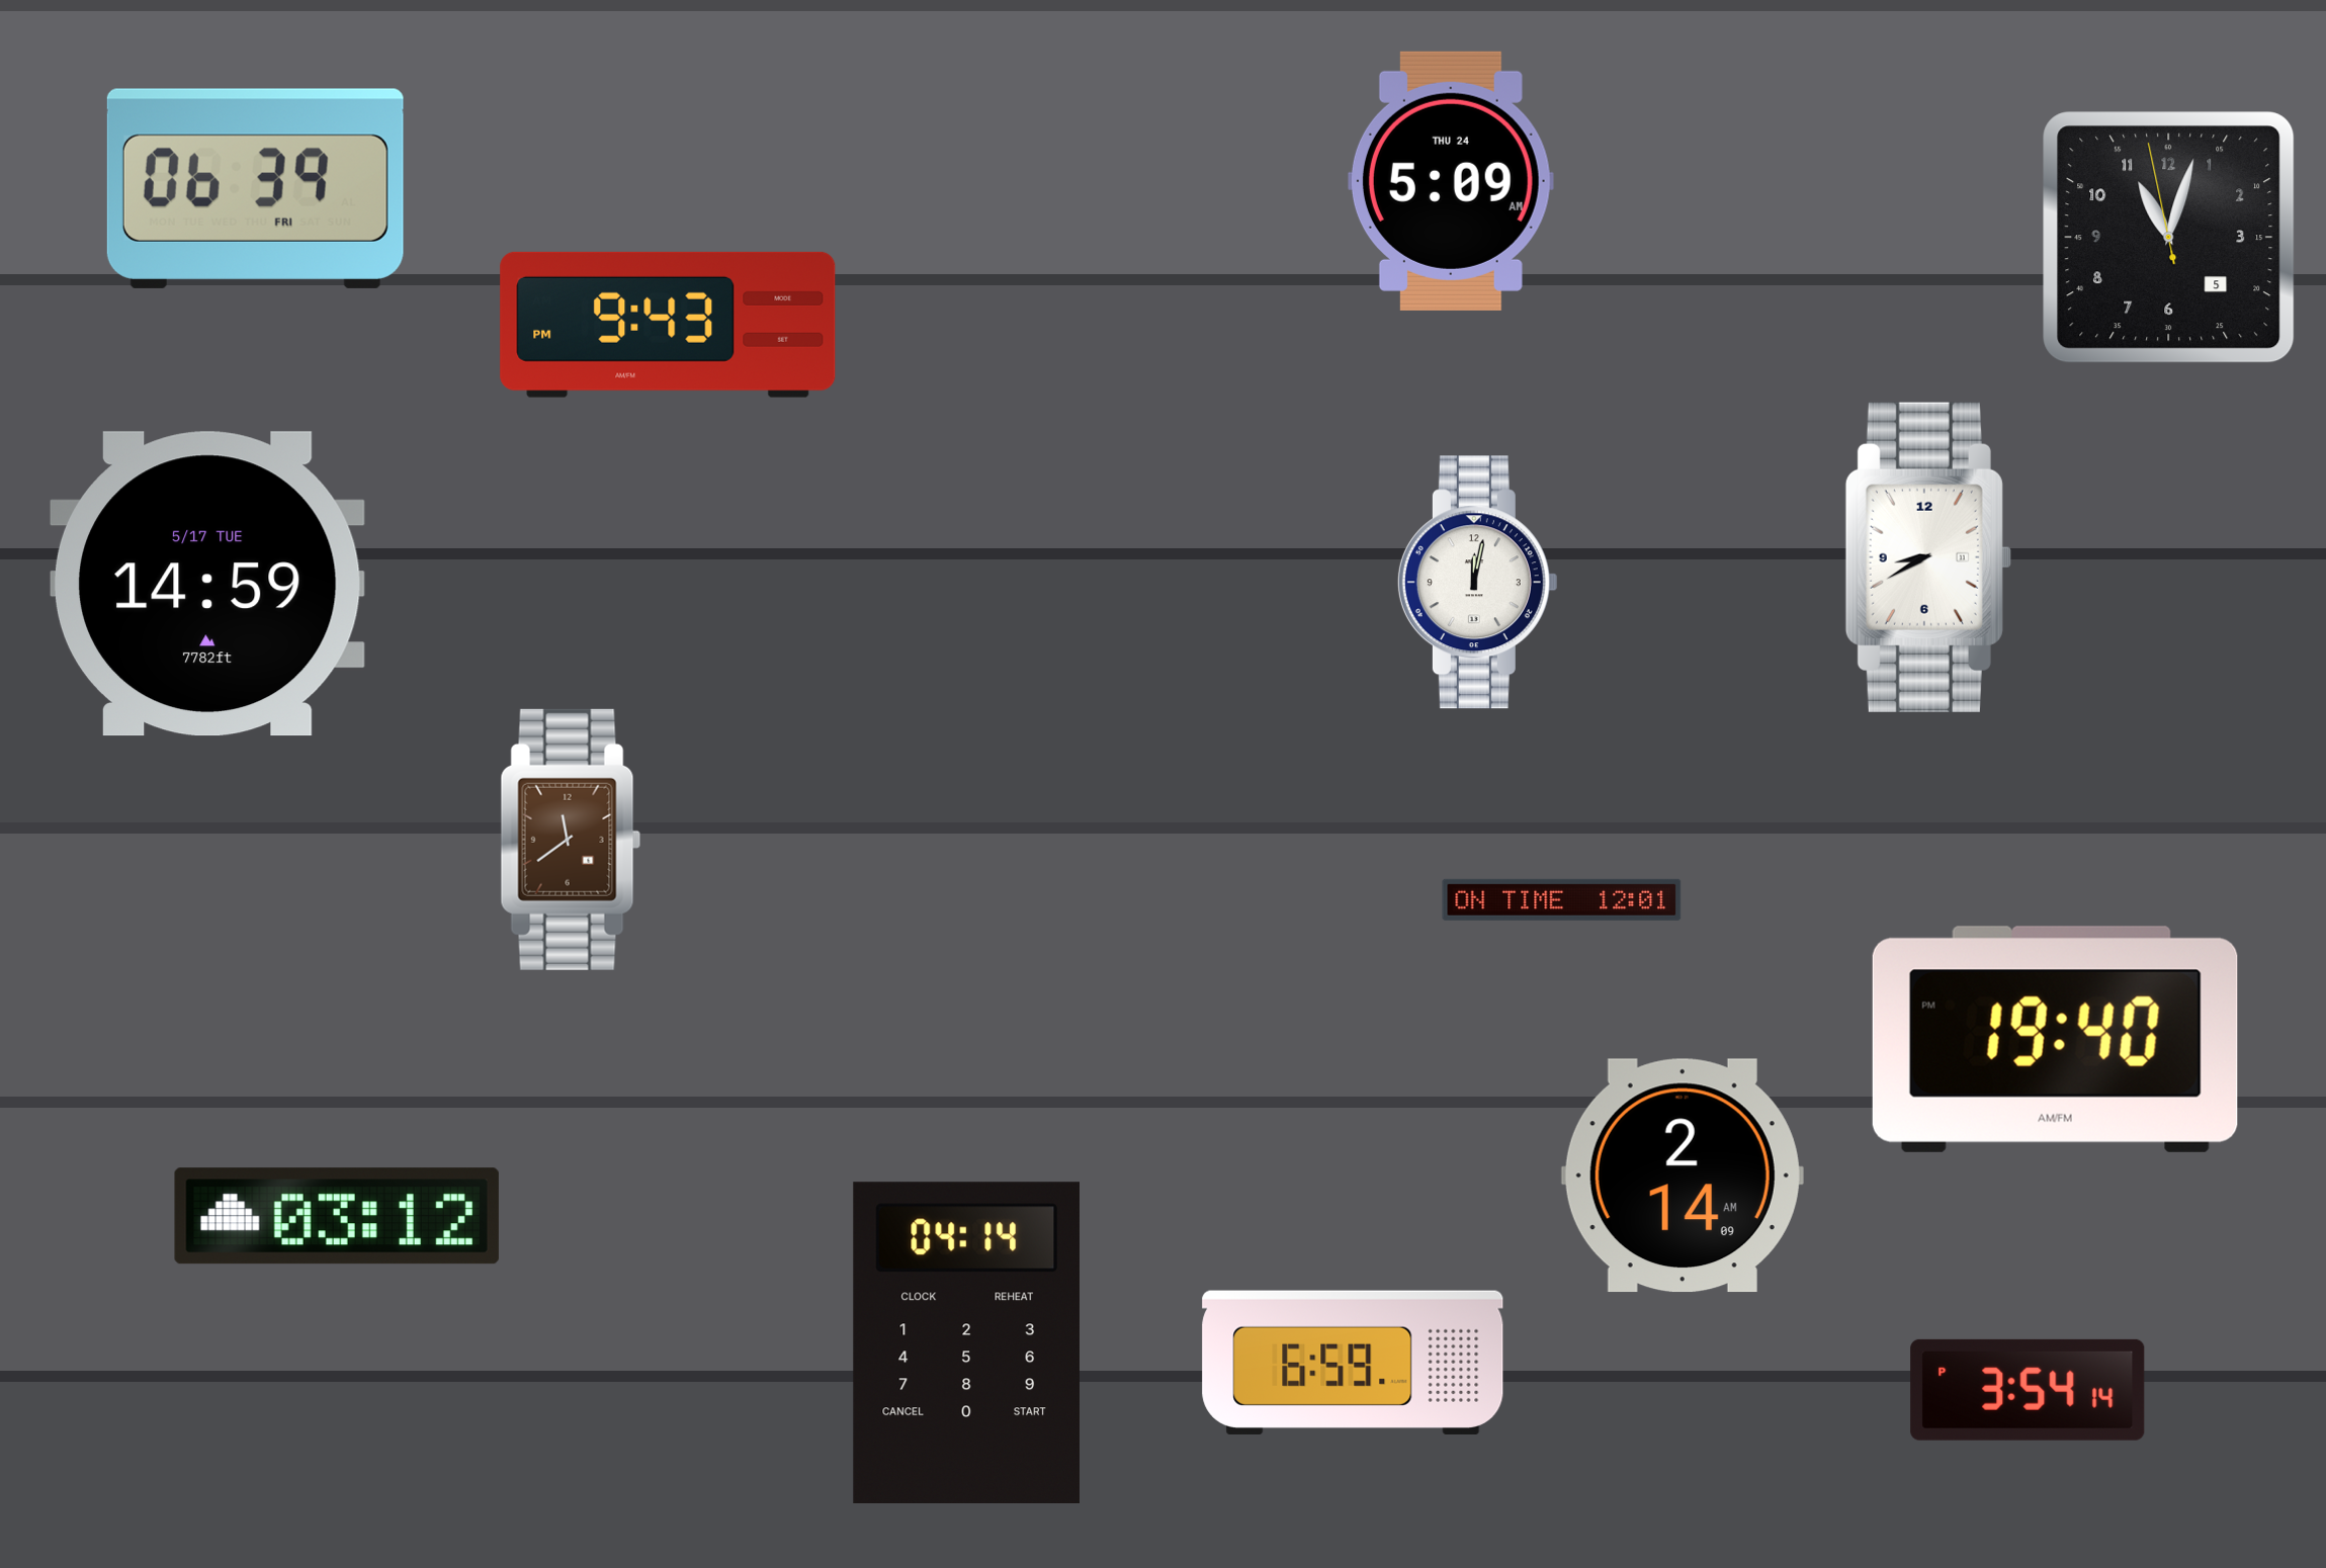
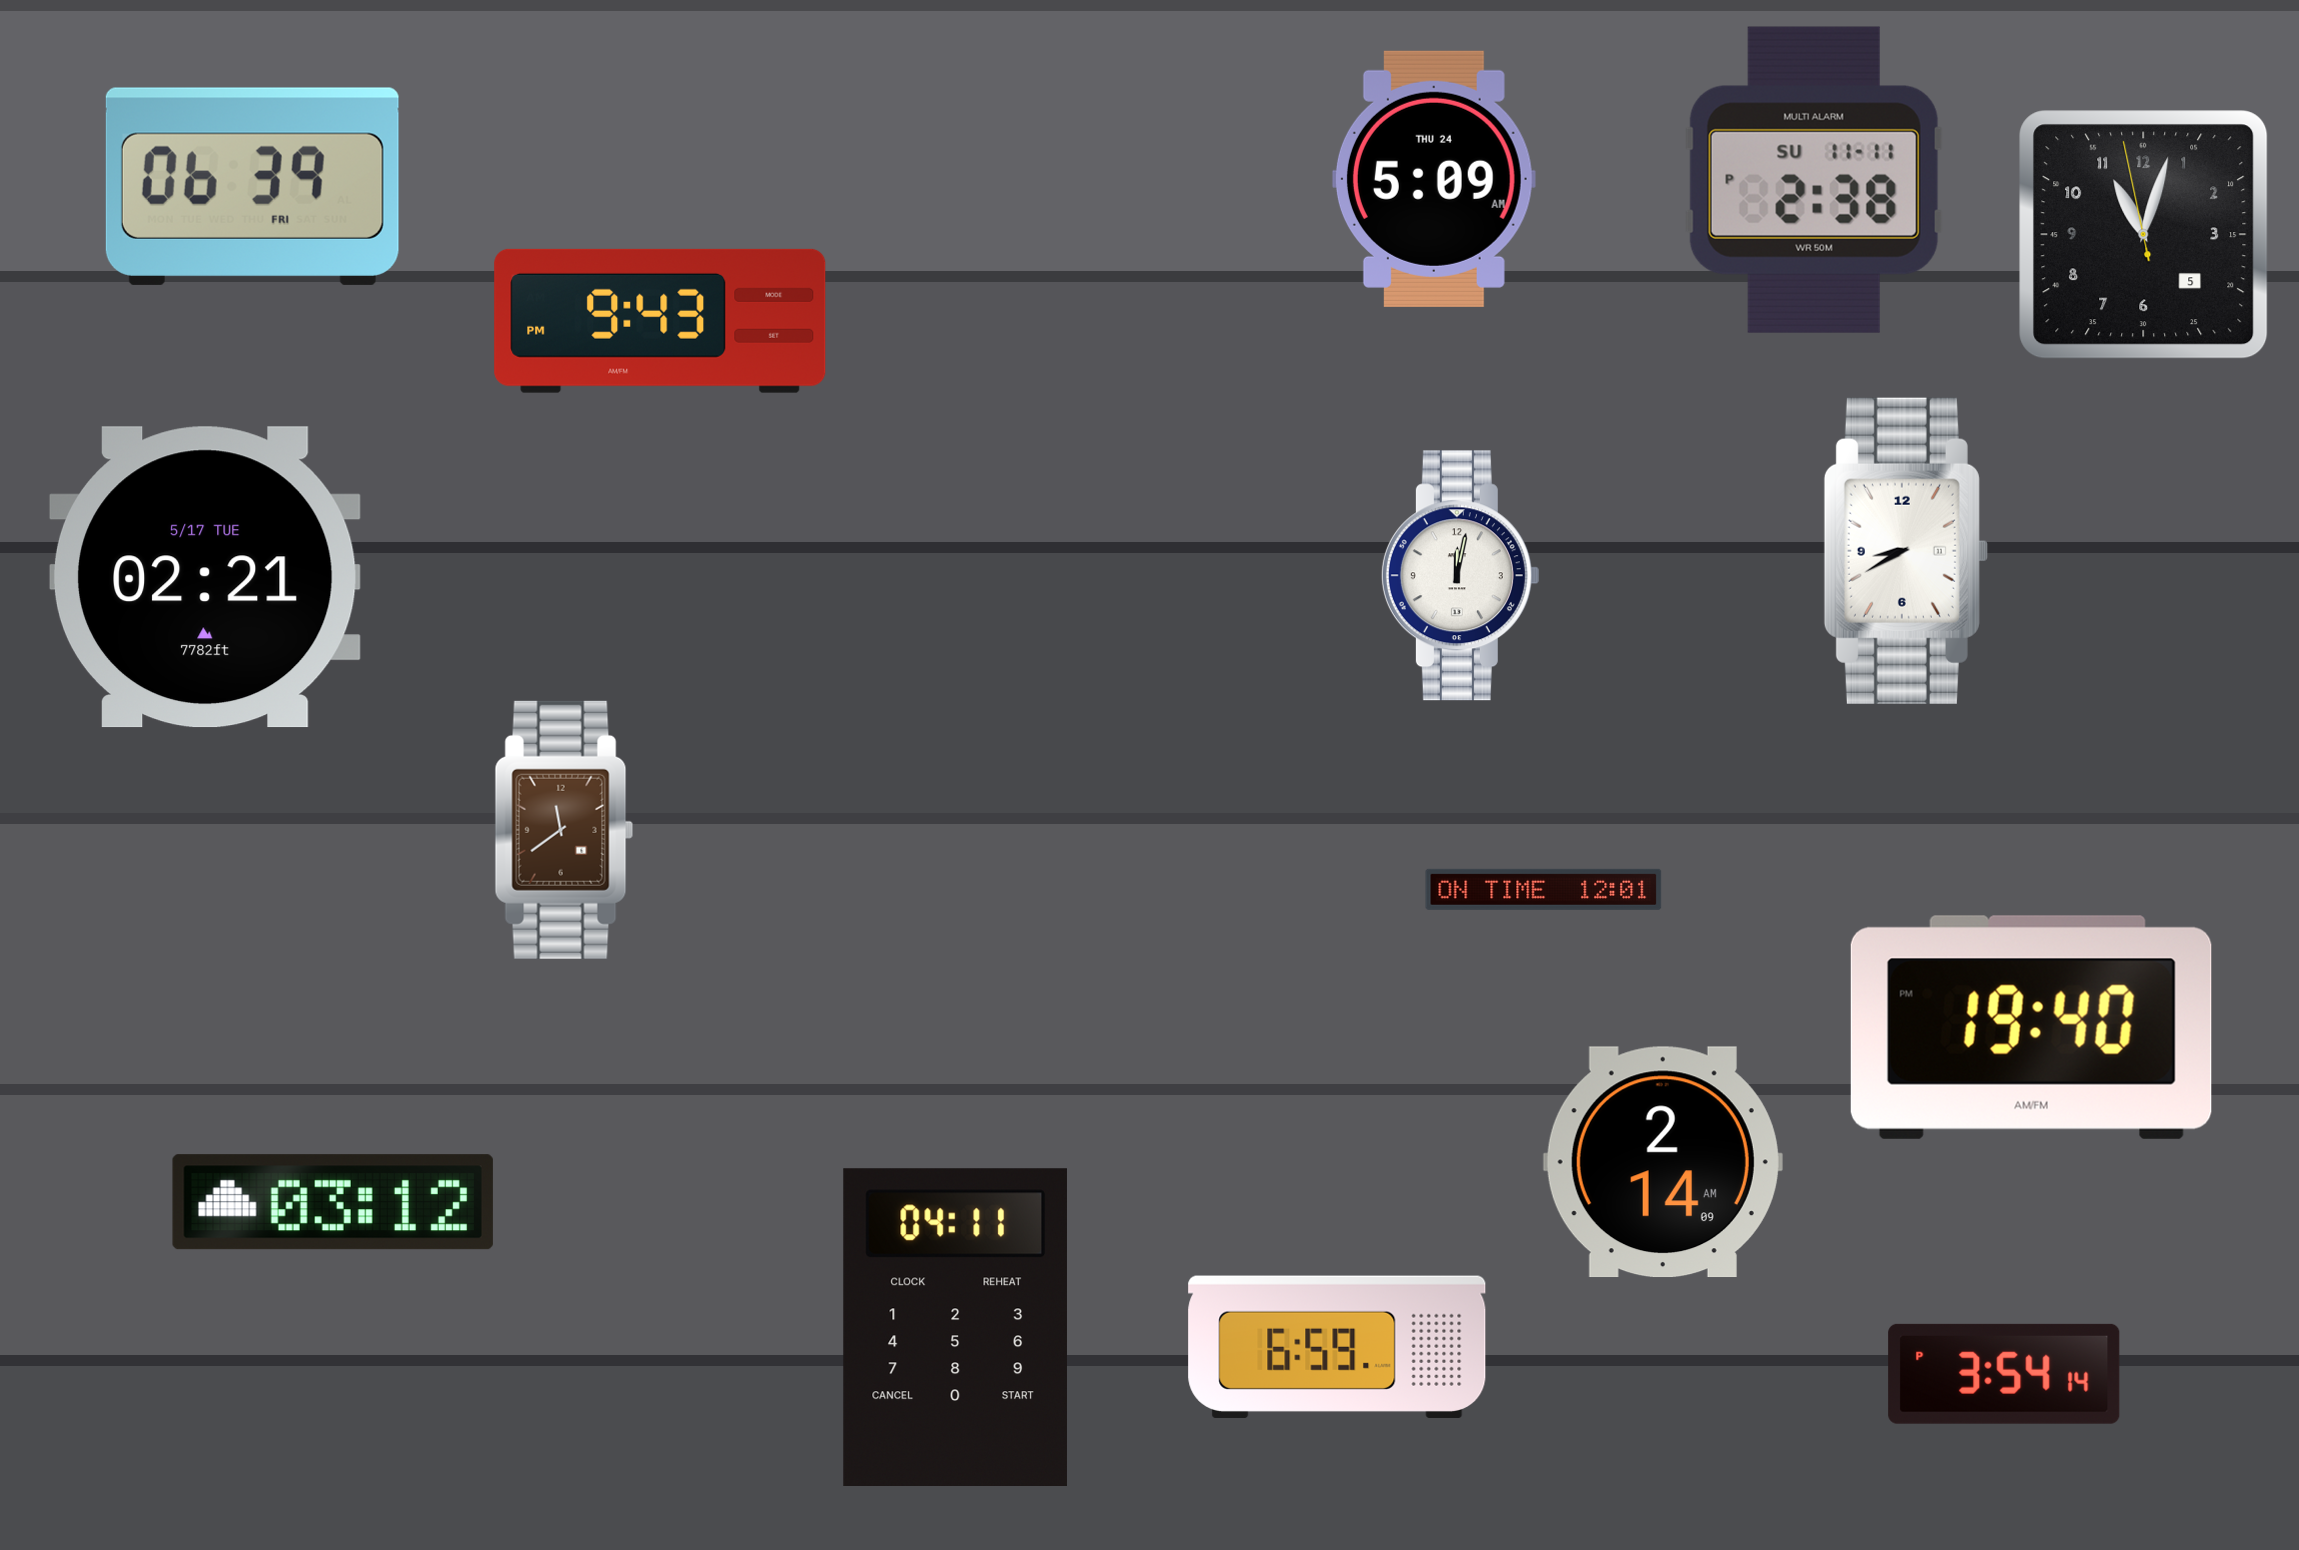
clock at (1814, 180): none -> 2:38
clock at (207, 584): 14:59 -> 02:21
clock at (966, 1342): 04:14 -> 04:11
